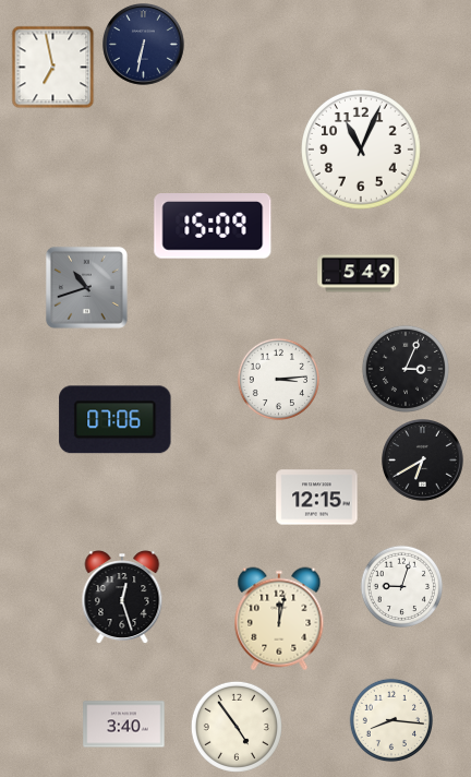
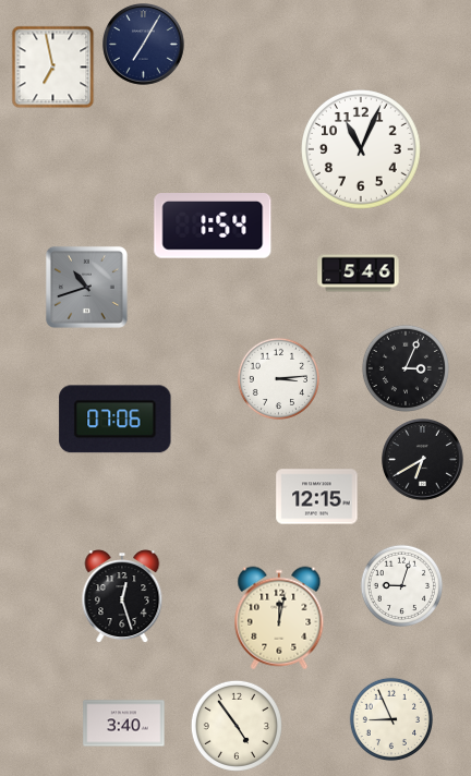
clock at (144, 45): 6:32 -> 7:05
clock at (213, 226): 15:09 -> 1:54
clock at (359, 274): 5:49 -> 5:46
clock at (390, 719): 8:16 -> 8:56
